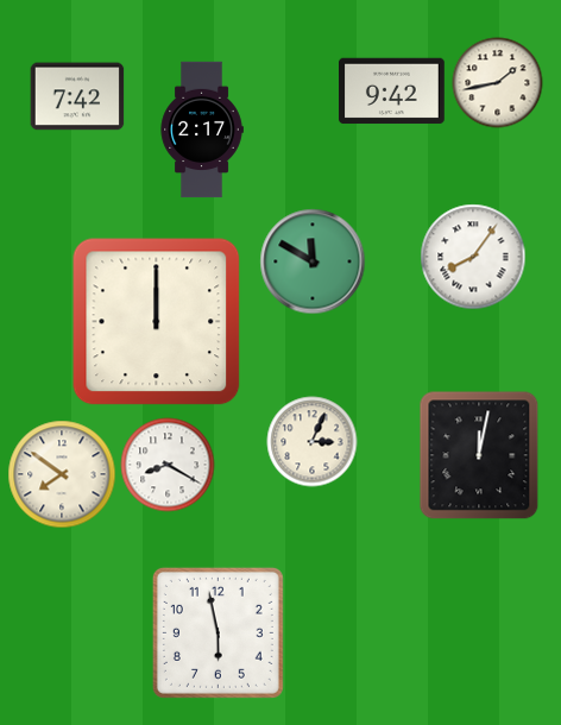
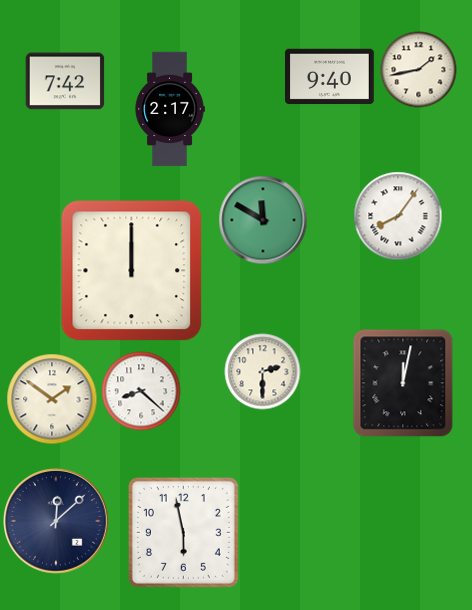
clock at (392, 92): 9:42 -> 9:40
clock at (313, 442): 3:04 -> 2:30
clock at (168, 465): 8:20 -> 8:22
clock at (62, 474): 7:51 -> 1:51
clock at (57, 522): none -> 12:08
